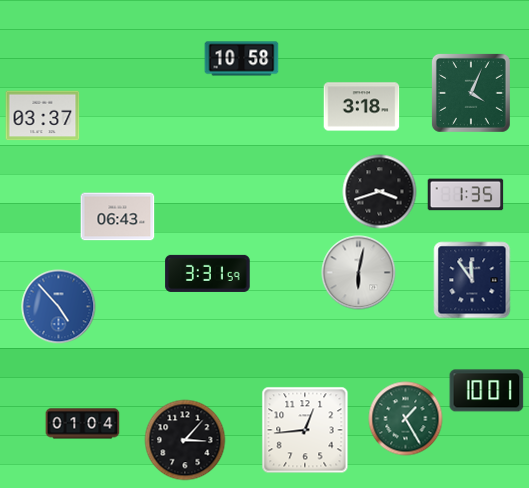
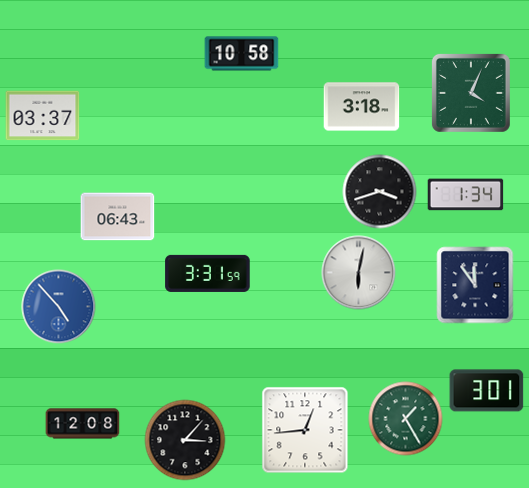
clock at (242, 59) position: (242, 59) -> (242, 54)
clock at (466, 195): 1:35 -> 1:34
clock at (472, 280) position: (472, 280) -> (475, 285)
clock at (487, 391): 10:01 -> 3:01
clock at (83, 424): 01:04 -> 12:08
